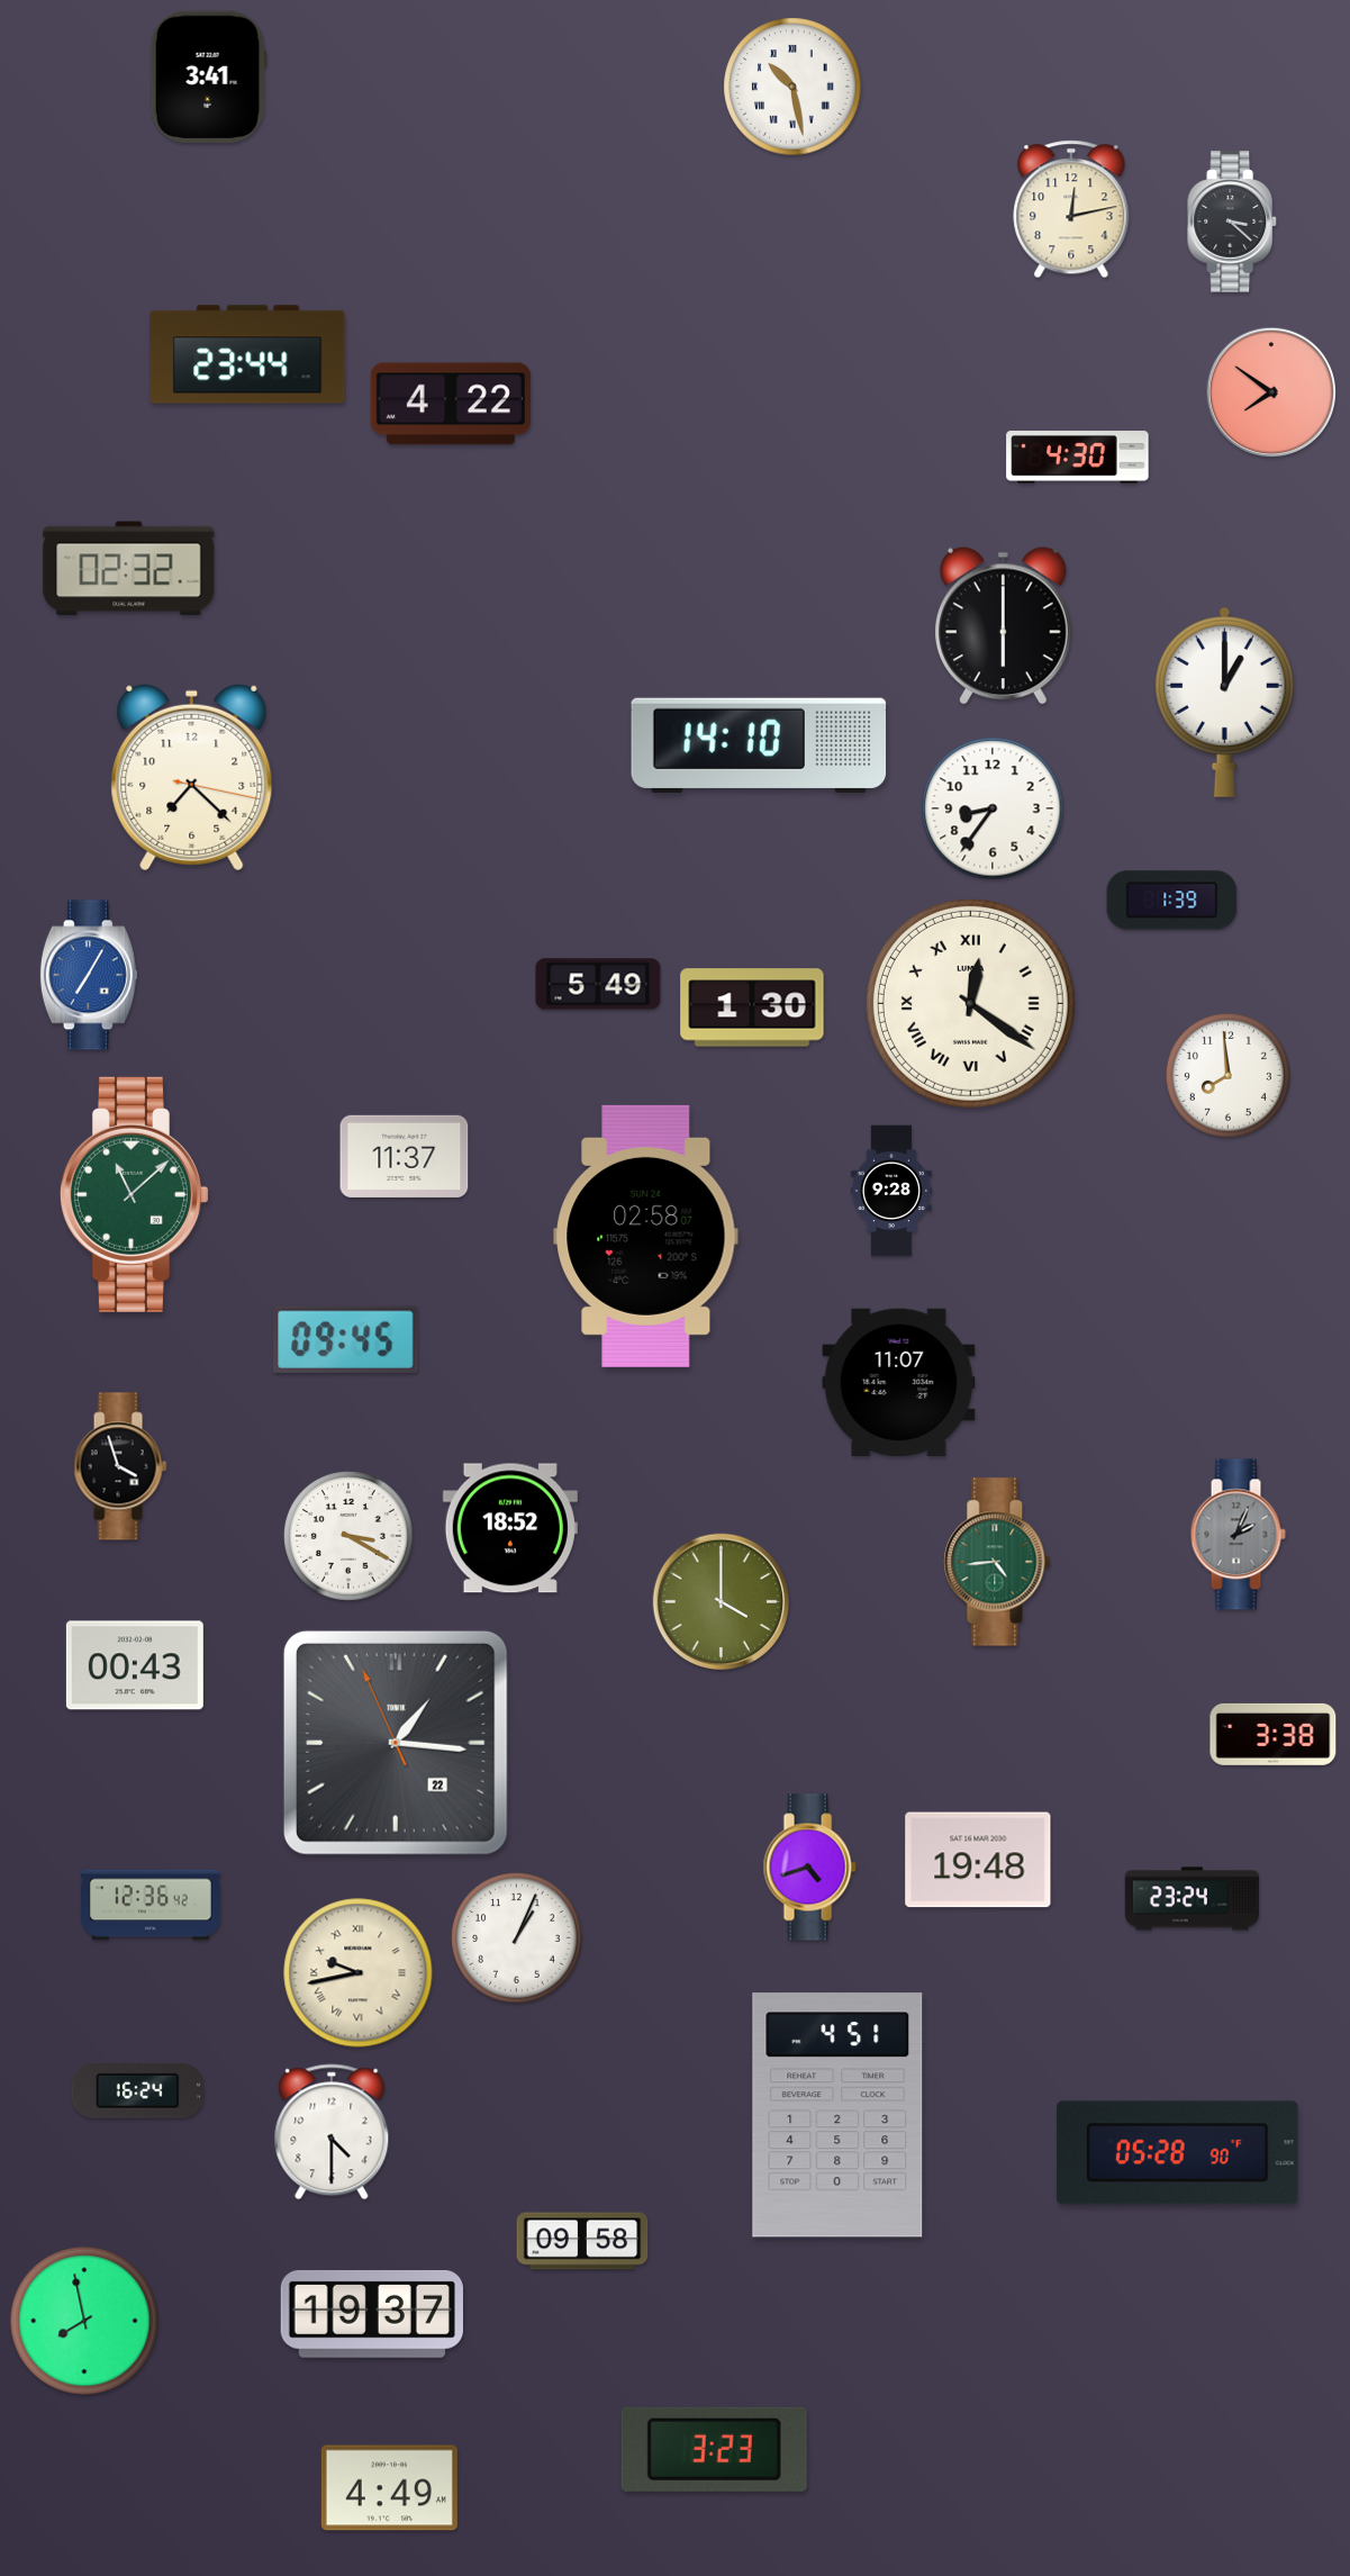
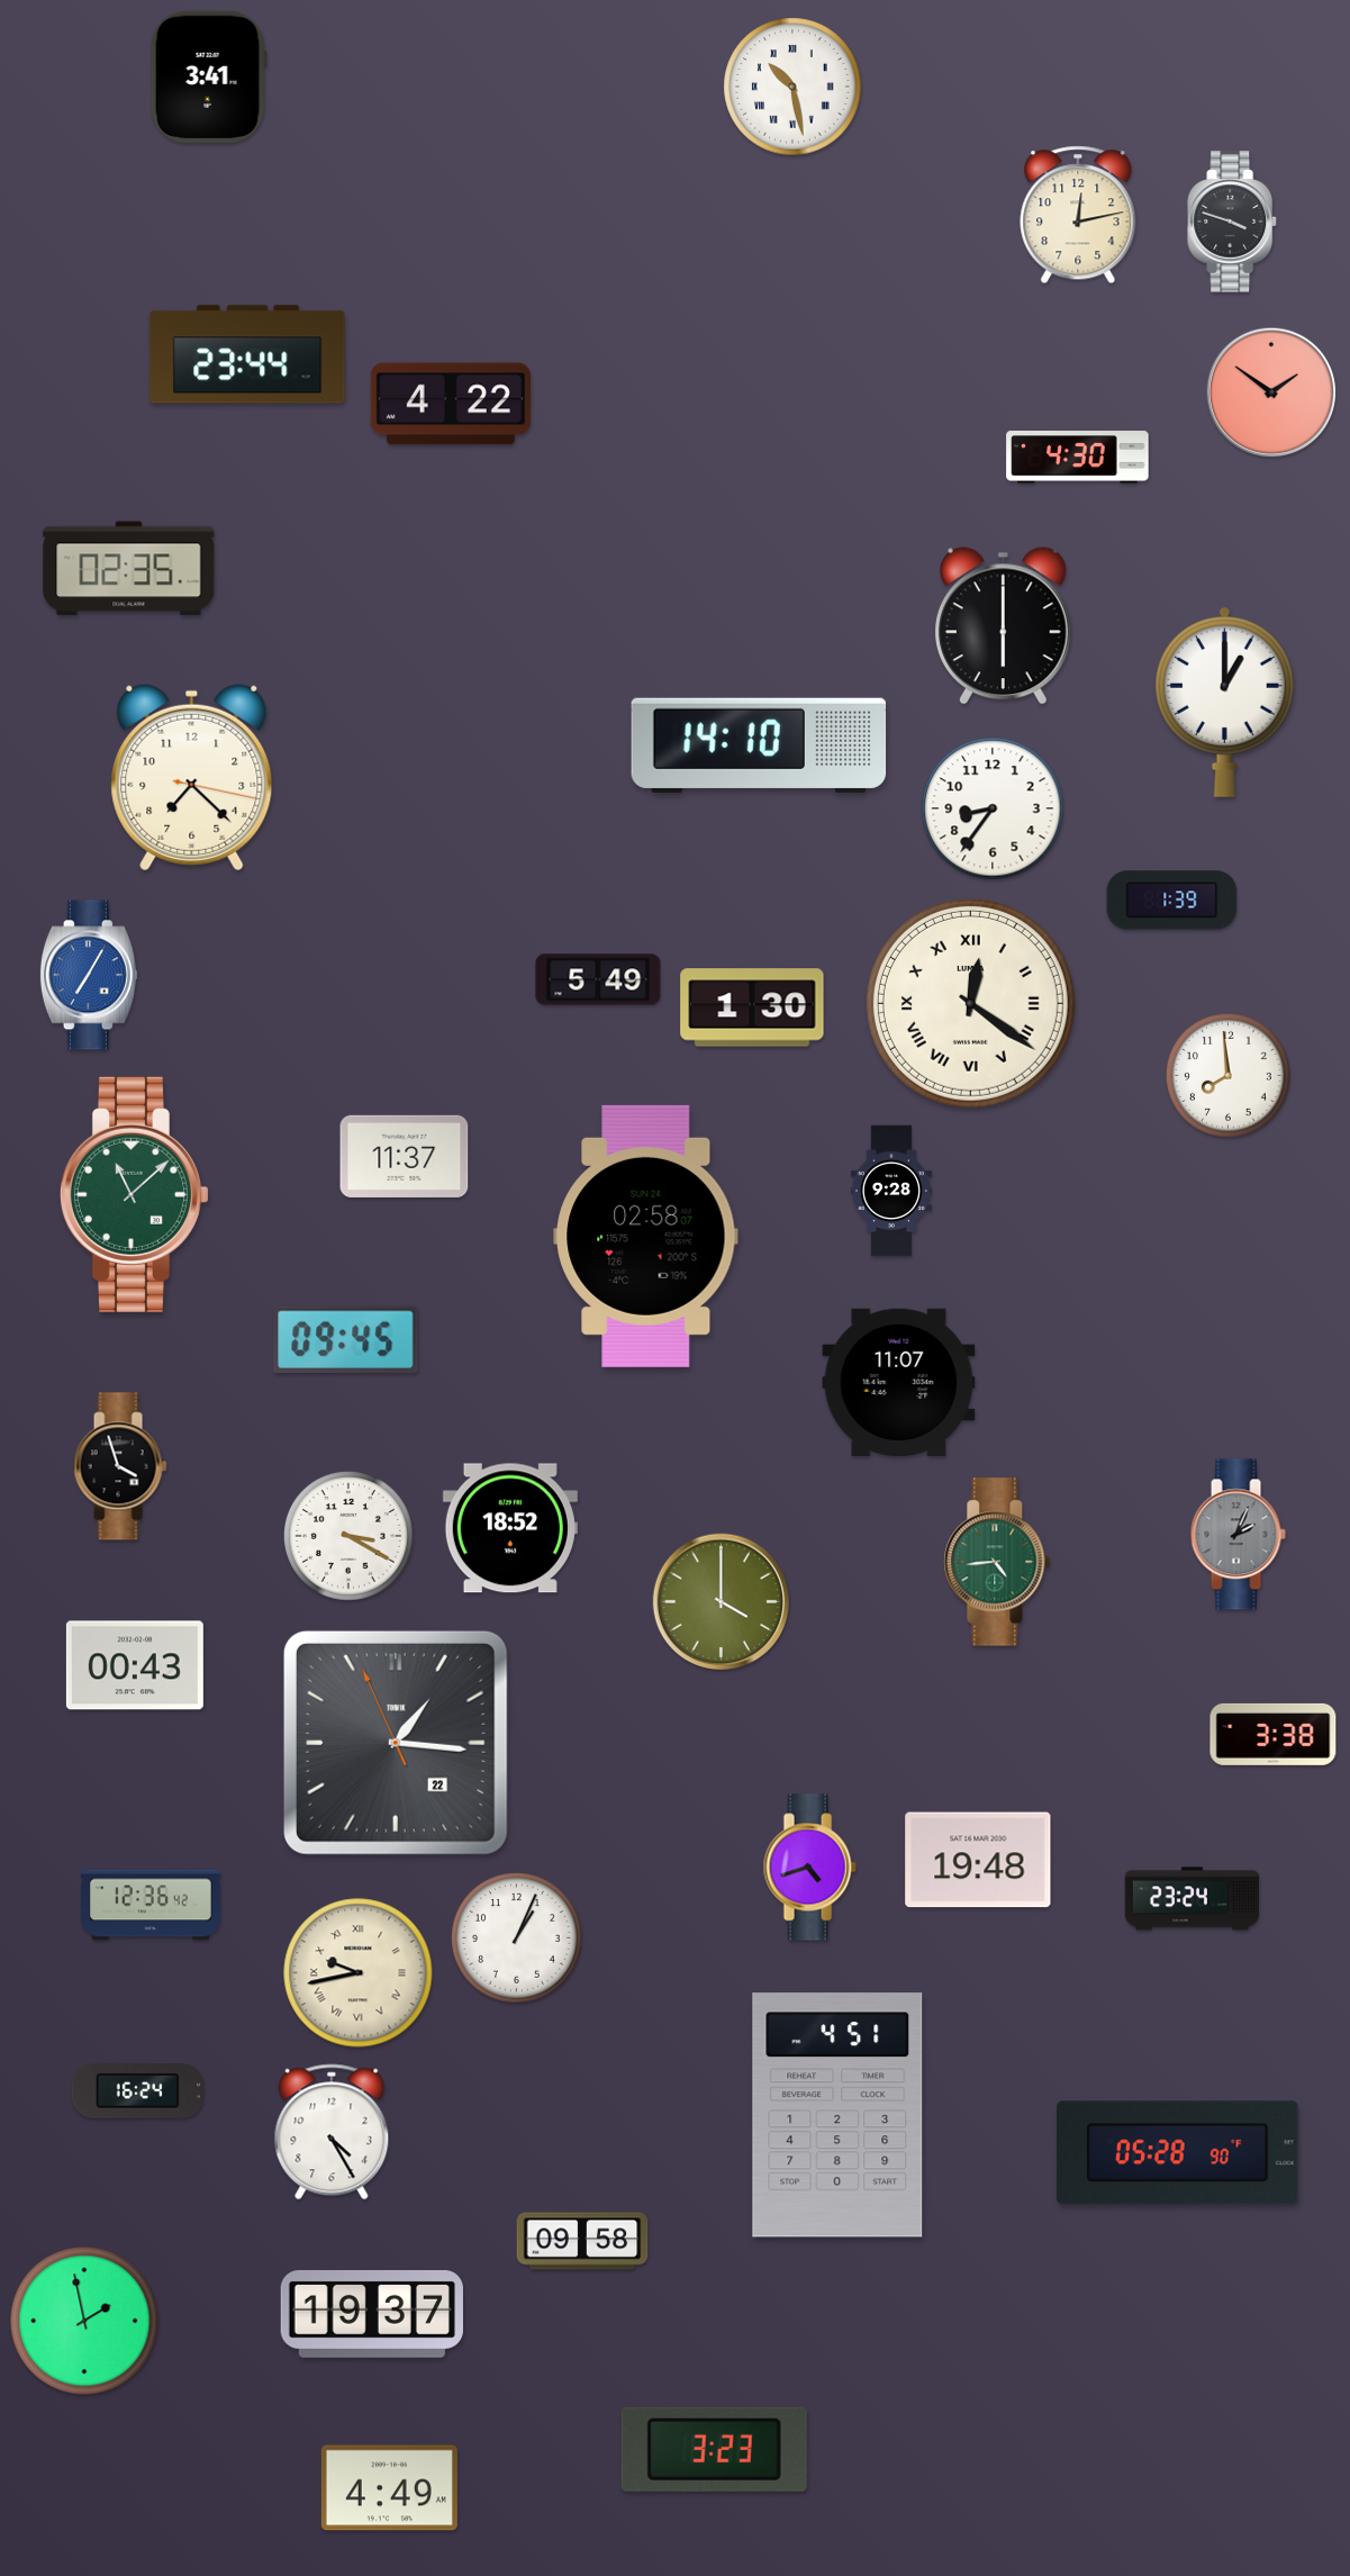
clock at (1071, 209) position: (1071, 209) -> (1078, 215)
clock at (1233, 222): 3:22 -> 3:48
clock at (1271, 392): 7:51 -> 1:51
clock at (129, 569): 02:32 -> 02:35
clock at (598, 984) position: (598, 984) -> (598, 979)
clock at (332, 2132): 4:30 -> 4:25
clock at (84, 2321): 7:58 -> 1:58
